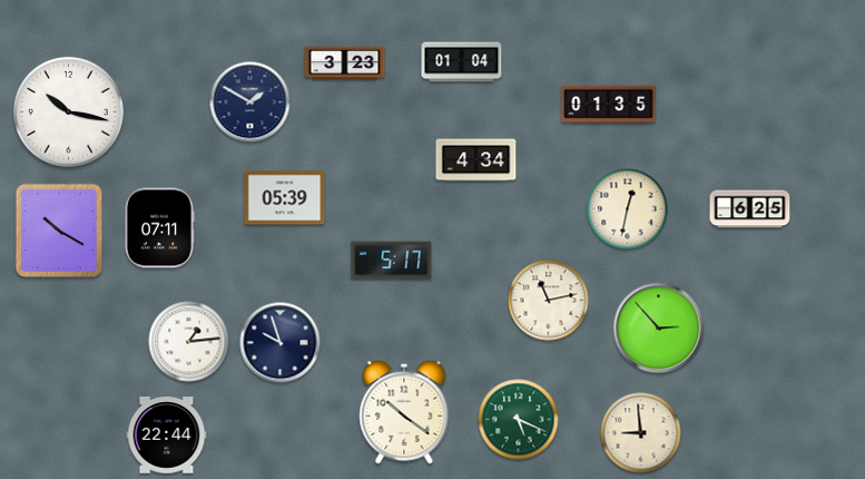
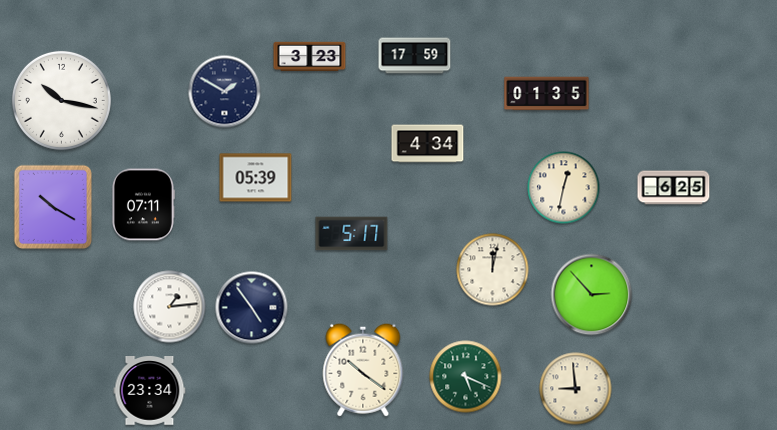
clock at (462, 62): 01:04 -> 17:59
clock at (549, 301): 11:13 -> 12:02
clock at (281, 343): 9:57 -> 4:54
clock at (167, 436): 22:44 -> 23:34
